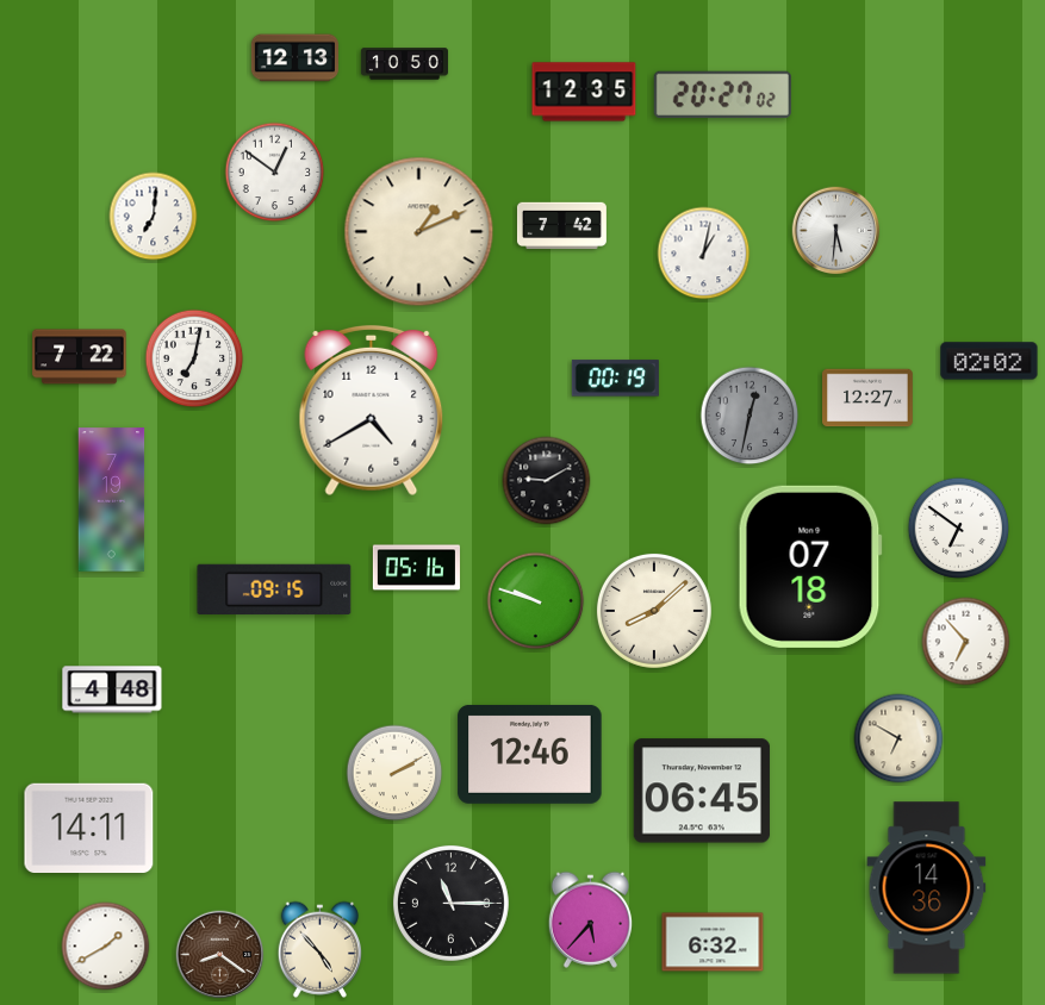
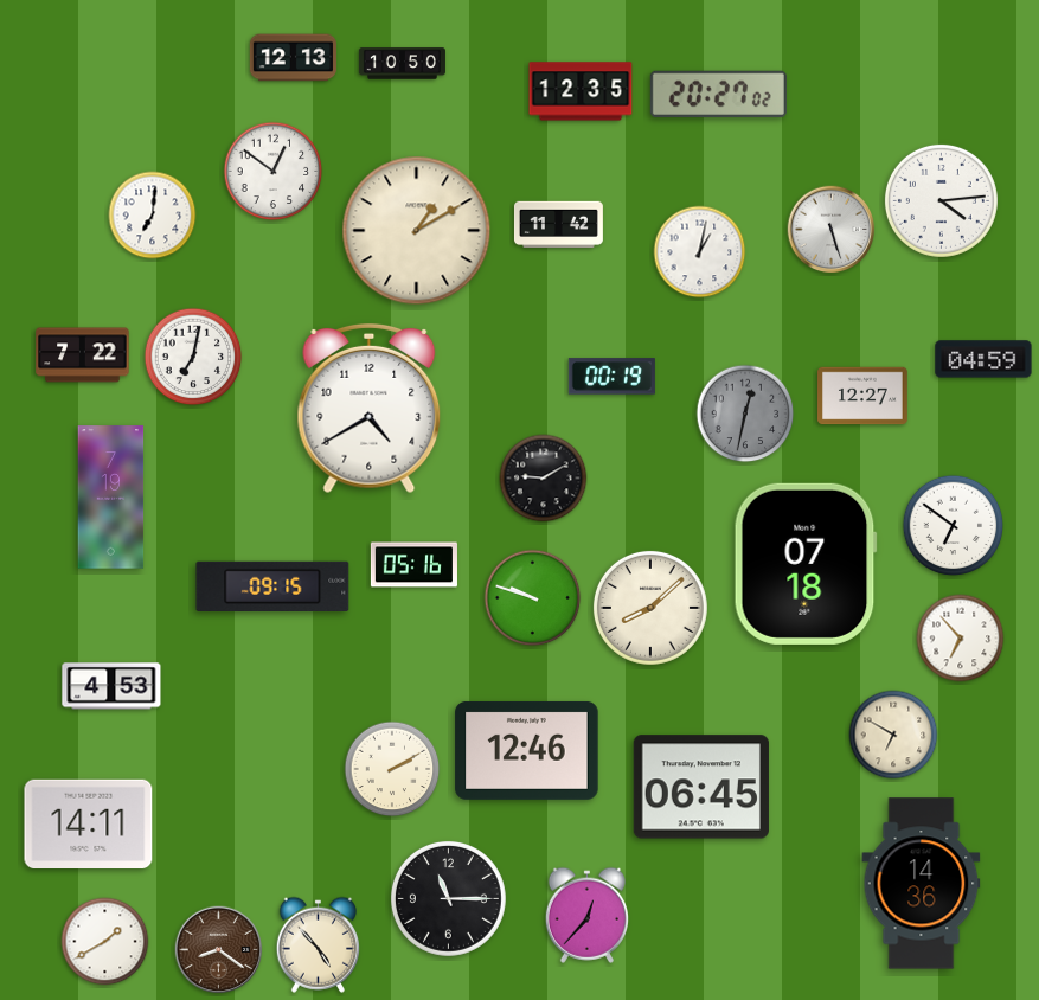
clock at (941, 200): none -> 4:14
clock at (561, 226): 7:42 -> 11:42
clock at (836, 231): 5:31 -> 5:27
clock at (419, 232): 1:11 -> 1:10
clock at (80, 357) position: (80, 357) -> (83, 355)
clock at (989, 361): 02:02 -> 04:59
clock at (112, 689): 4:48 -> 4:53
clock at (702, 791) position: (702, 791) -> (701, 787)
clock at (590, 919): 5:37 -> 12:37
clock at (713, 942): 6:32 -> none
